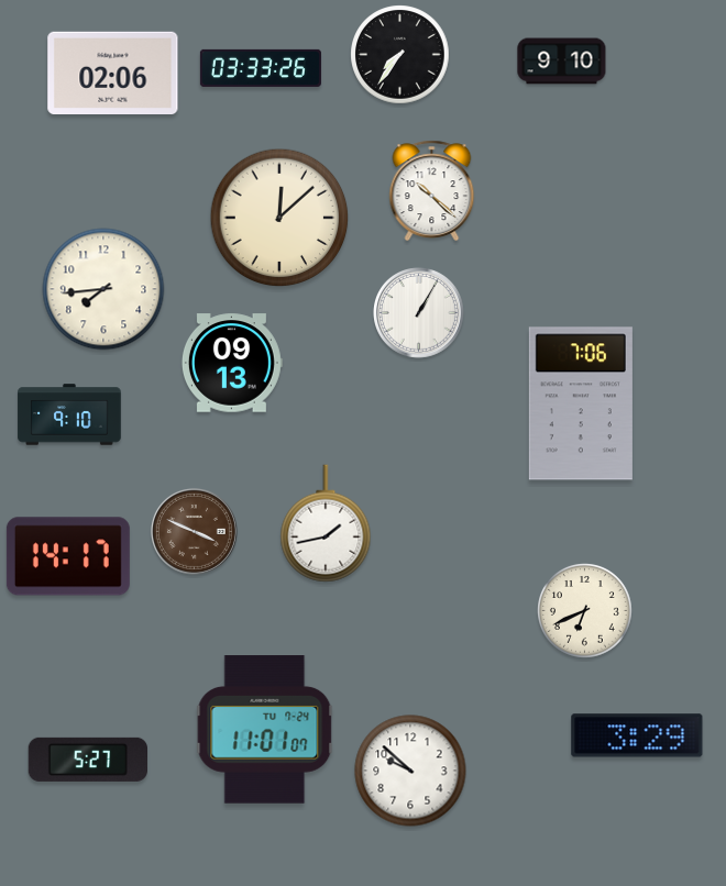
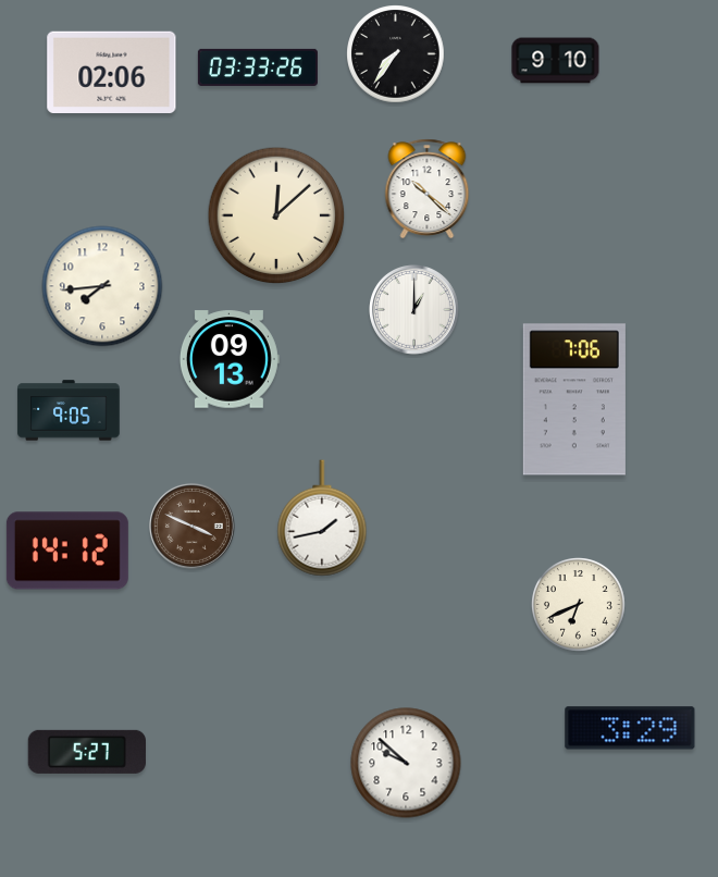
clock at (419, 313): 1:05 -> 1:00
clock at (69, 414): 9:10 -> 9:05
clock at (68, 556): 14:17 -> 14:12
clock at (265, 730): 11:01 -> none
